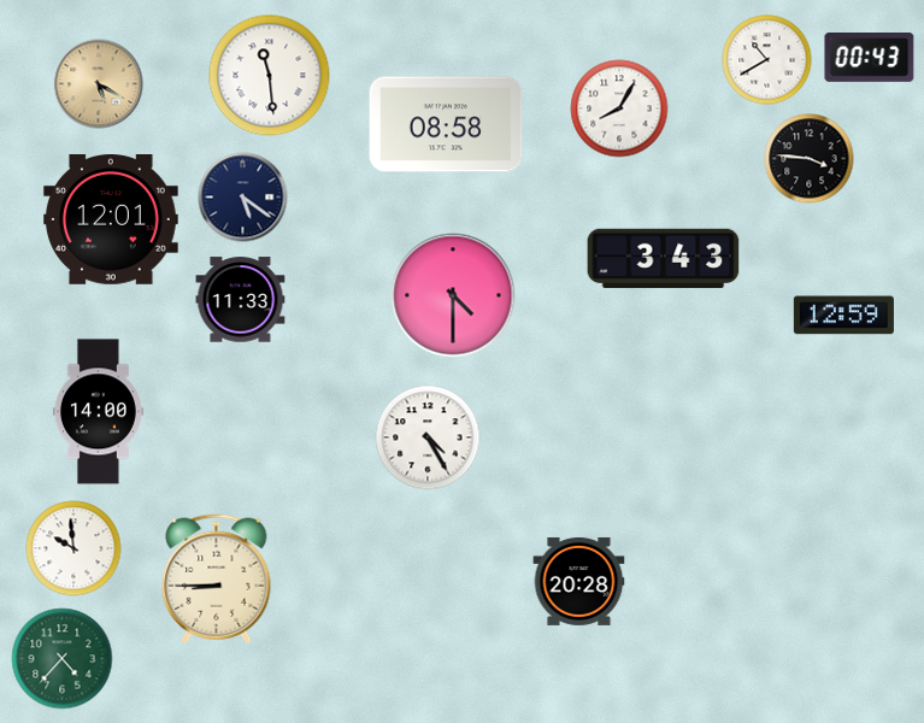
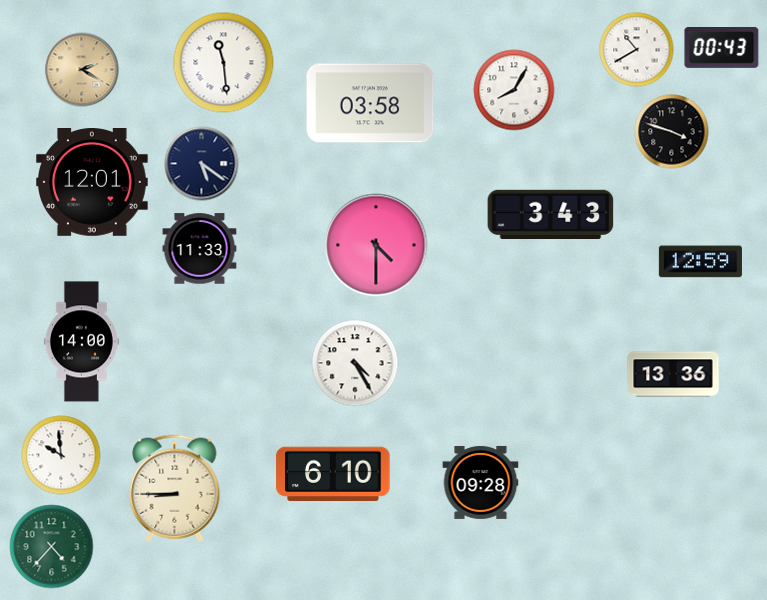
clock at (99, 84): 5:20 -> 2:20
clock at (446, 124): 08:58 -> 03:58
clock at (810, 159): 3:46 -> 3:48
clock at (673, 374): none -> 13:36
clock at (333, 473): none -> 6:10
clock at (217, 580) position: (217, 580) -> (175, 489)
clock at (579, 581): 20:28 -> 09:28
